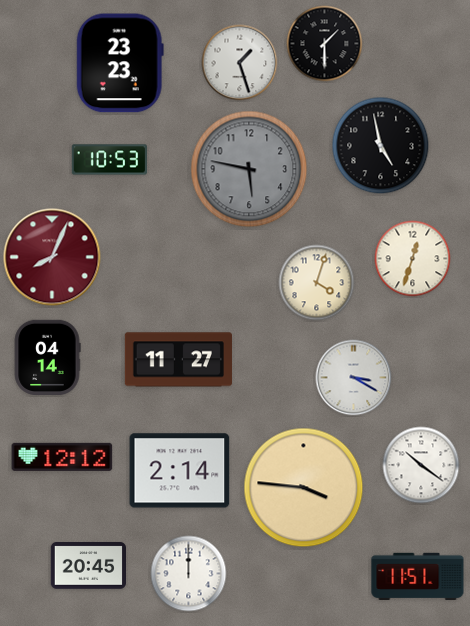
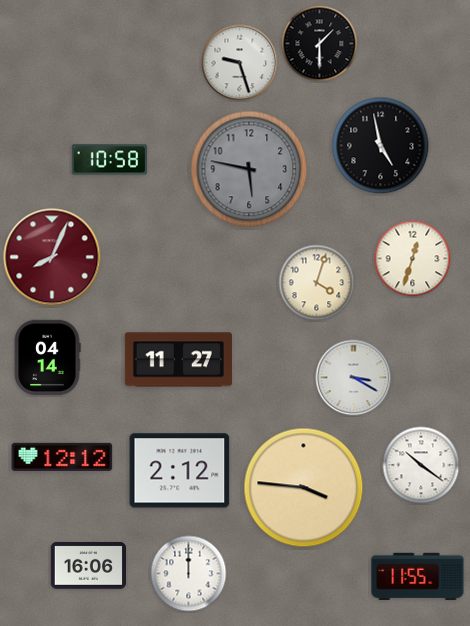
clock at (325, 44) position: (325, 44) -> (320, 44)
clock at (120, 63): 23:23 -> none
clock at (240, 63): 1:27 -> 9:27
clock at (109, 160): 10:53 -> 10:58
clock at (180, 471): 2:14 -> 2:12
clock at (88, 566): 20:45 -> 16:06
clock at (418, 577): 11:51 -> 11:55
